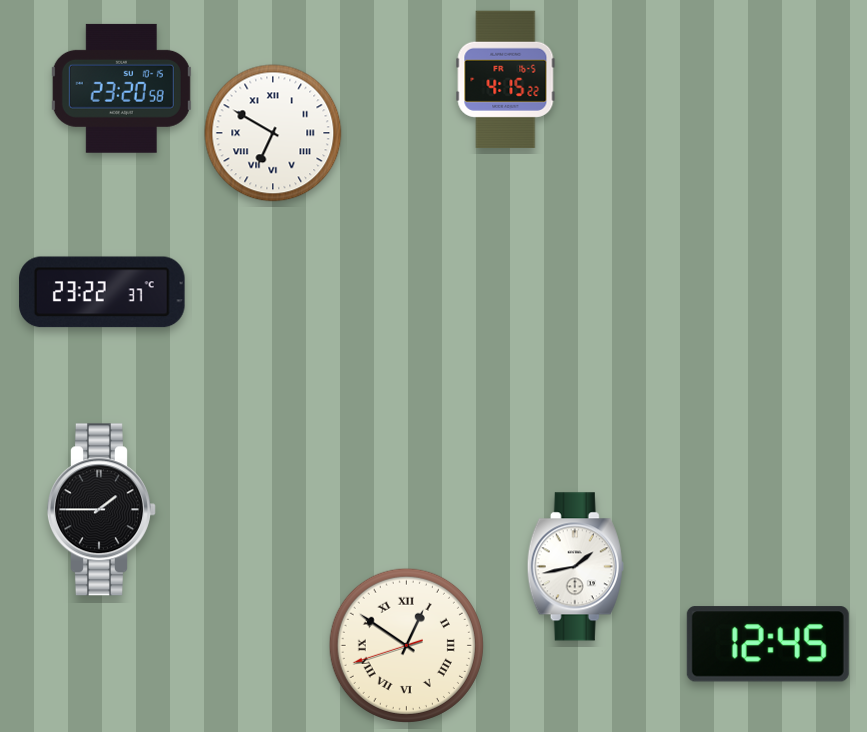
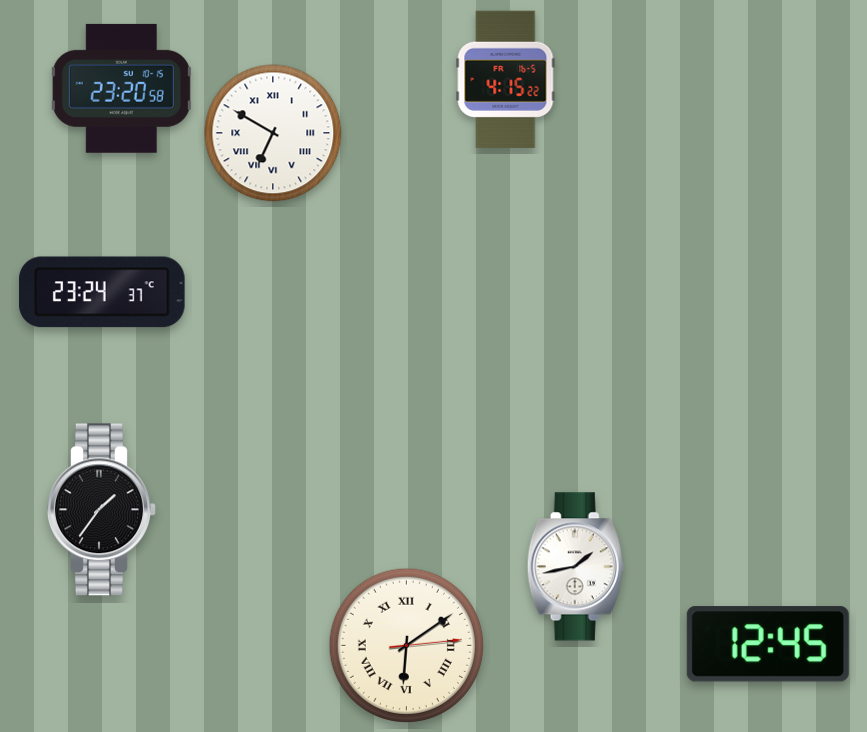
clock at (102, 292): 23:22 -> 23:24
clock at (101, 510): 1:45 -> 1:36
clock at (406, 645): 12:50 -> 6:09
